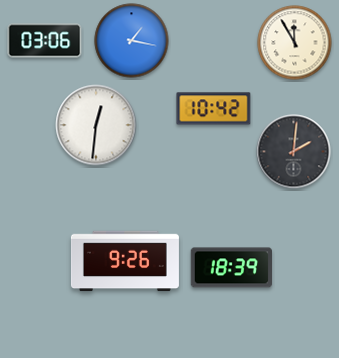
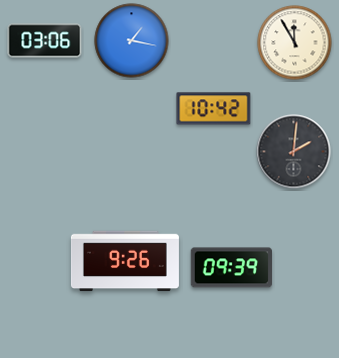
clock at (96, 125): 12:31 -> none
clock at (231, 268): 18:39 -> 09:39
